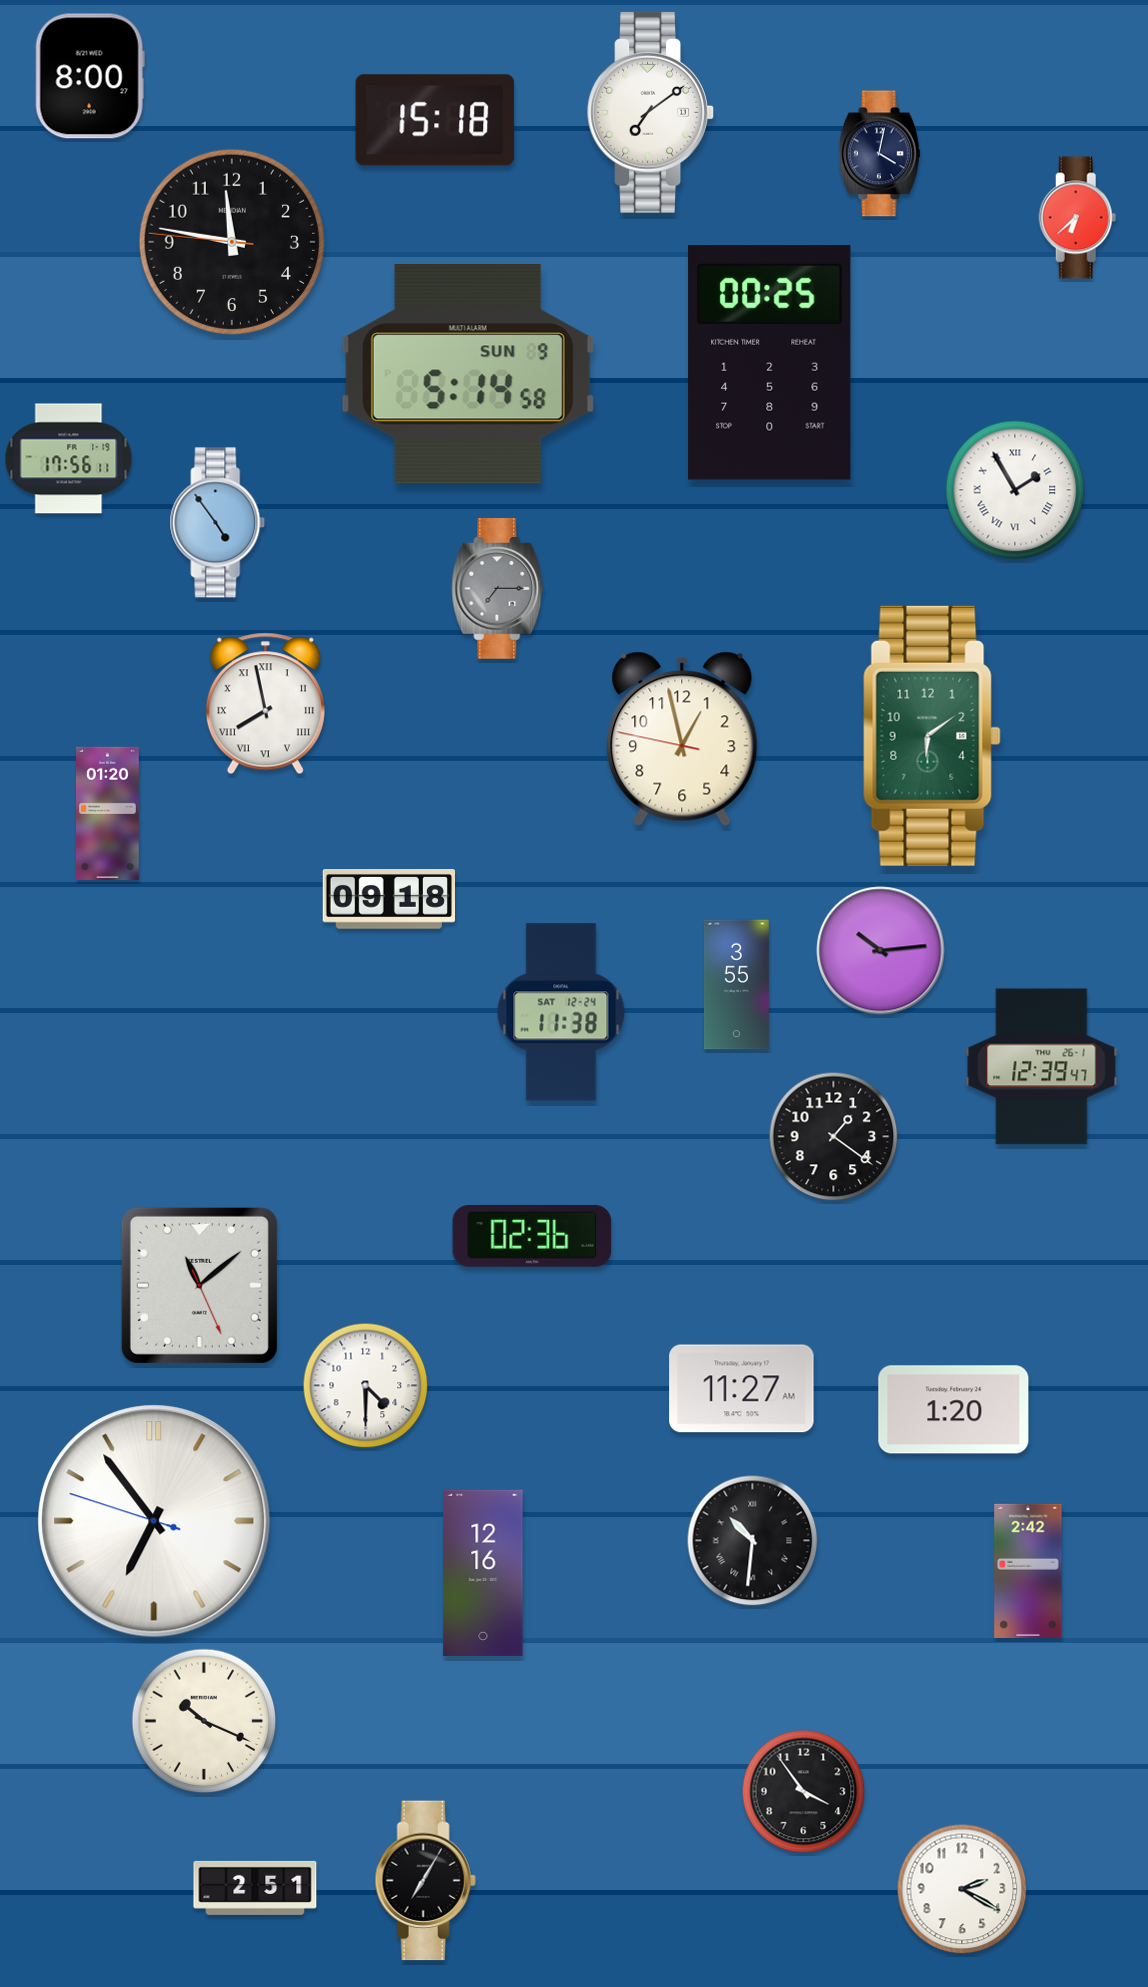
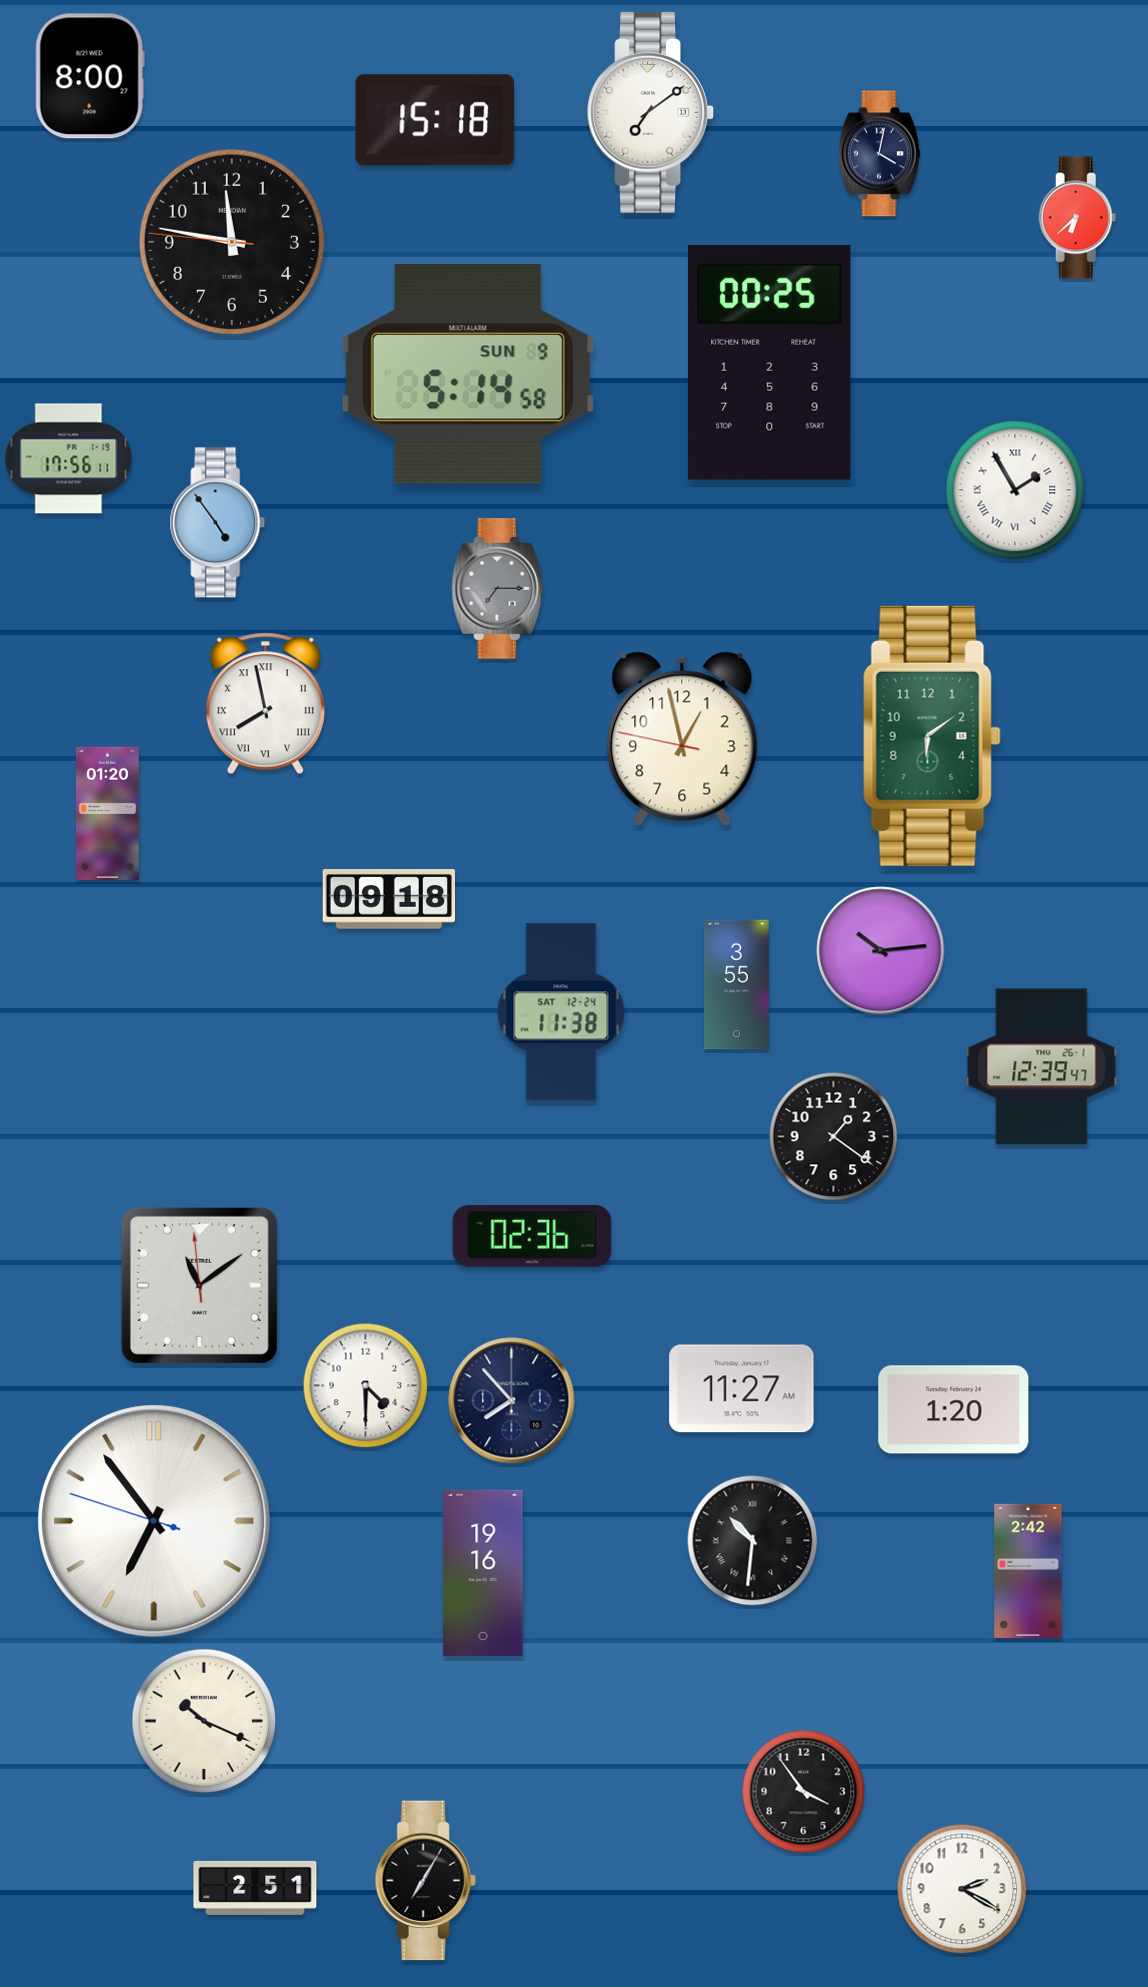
clock at (199, 1285): 11:08:26 -> 11:08:59
clock at (512, 1401): none -> 7:53
clock at (483, 1573): 12:16 -> 19:16
